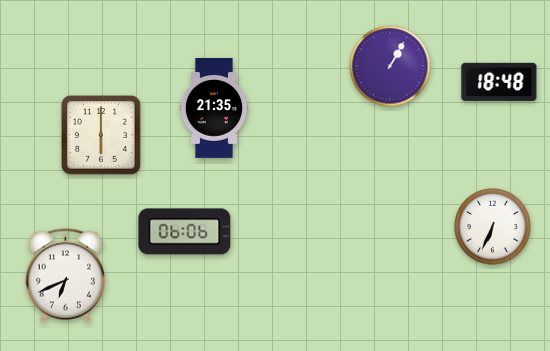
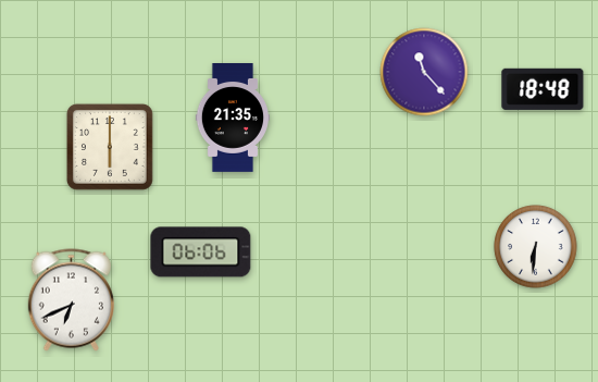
clock at (390, 66): 1:05 -> 11:23
clock at (493, 227): 6:34 -> 6:31
